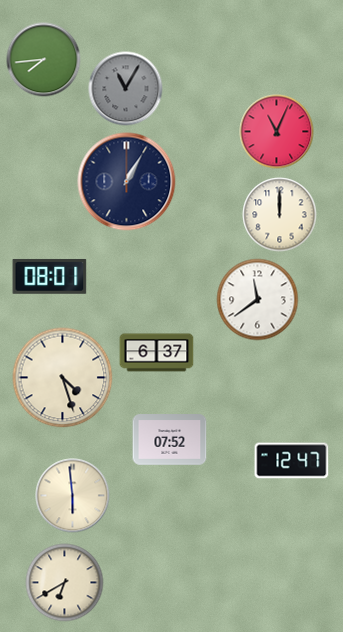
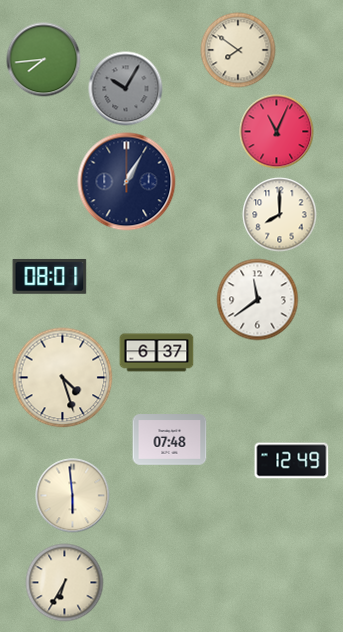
clock at (238, 50): none -> 7:51
clock at (126, 89): 11:05 -> 10:05
clock at (280, 215): 12:00 -> 8:00
clock at (170, 440): 07:52 -> 07:48
clock at (292, 461): 12:47 -> 12:49
clock at (65, 583): 6:40 -> 6:35
